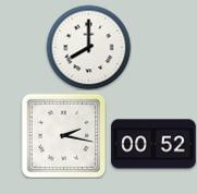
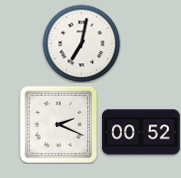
clock at (88, 47): 8:00 -> 7:02
clock at (63, 135): 2:17 -> 2:19
